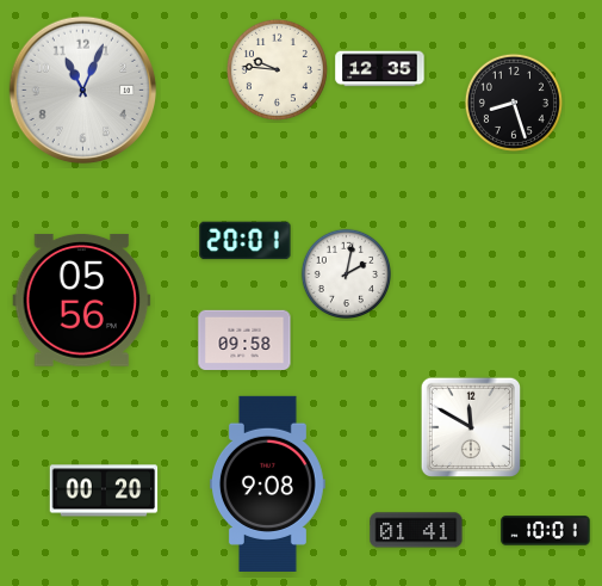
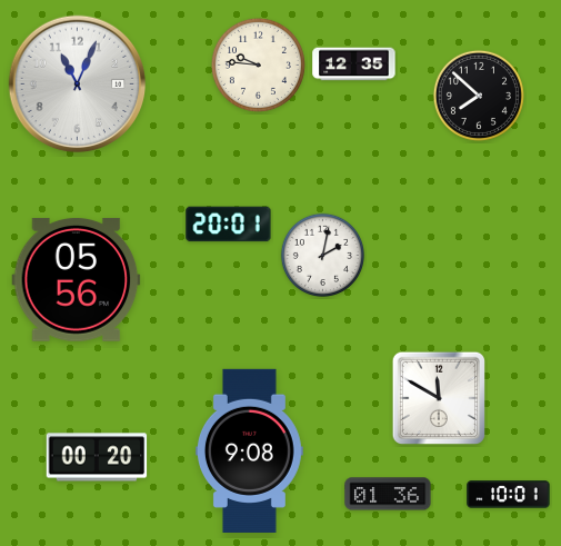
clock at (514, 103): 8:27 -> 7:52
clock at (244, 340): 09:58 -> none
clock at (416, 530): 01:41 -> 01:36
